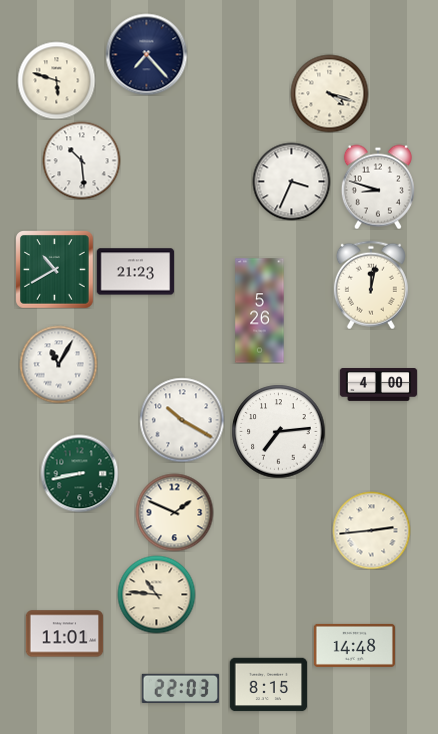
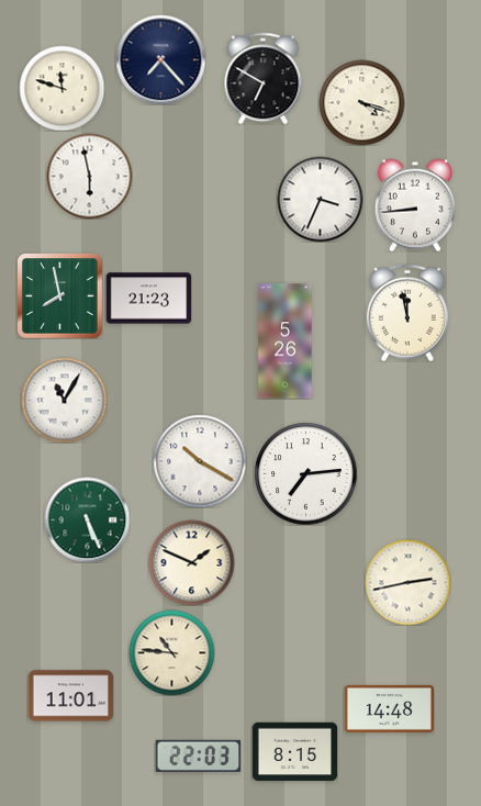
clock at (264, 78): none -> 6:50
clock at (56, 80): 5:48 -> 11:48
clock at (81, 160): 10:29 -> 5:58
clock at (378, 187): 8:48 -> 8:44
clock at (54, 269): 10:40 -> 7:58
clock at (371, 285): 12:02 -> 11:58
clock at (378, 385): 4:00 -> none
clock at (79, 473): 8:43 -> 5:26
clock at (371, 530): 2:44 -> 2:43
